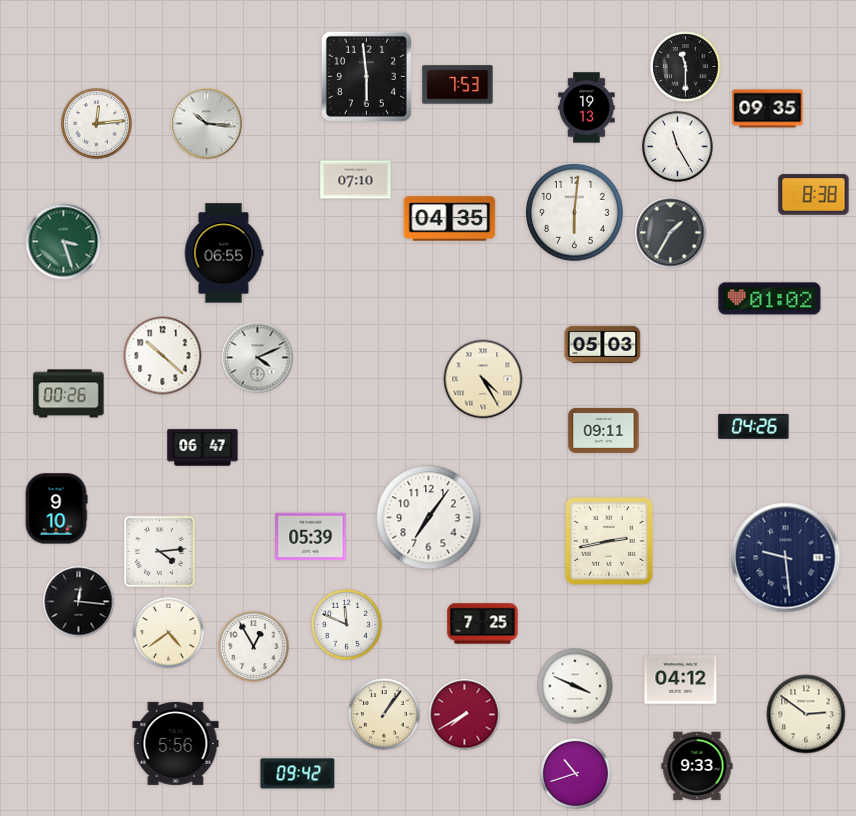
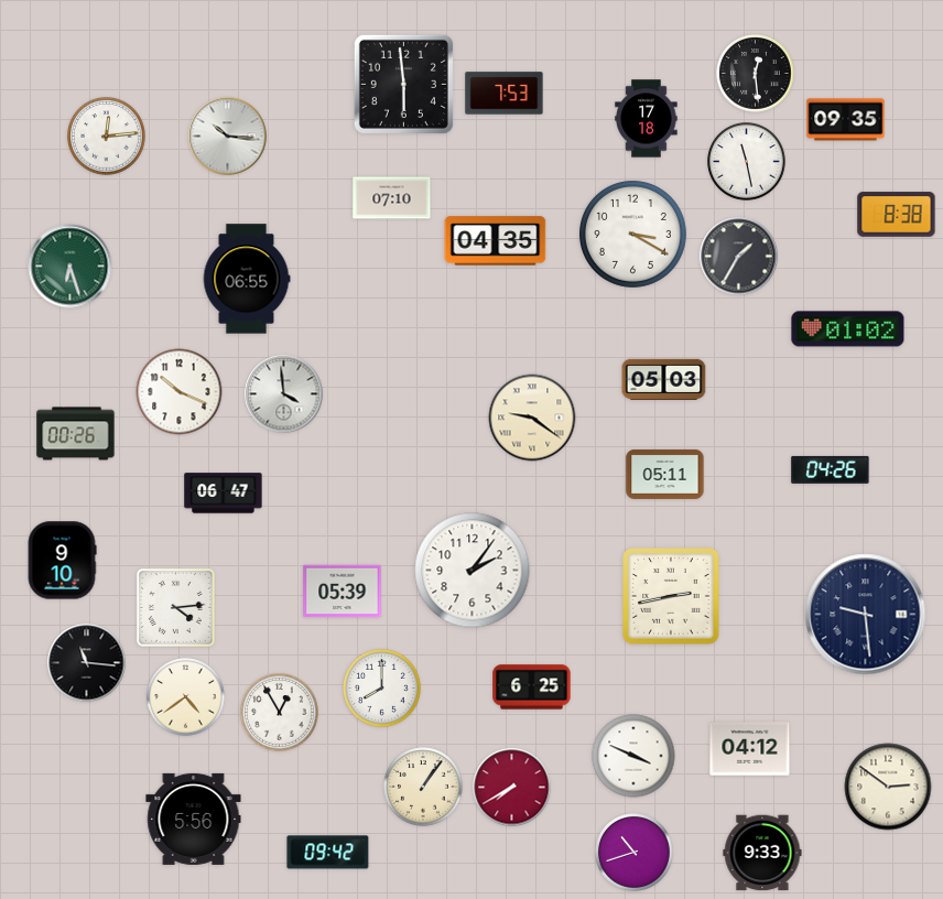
clock at (686, 67): 11:30 -> 12:29
clock at (587, 108): 19:13 -> 17:18
clock at (678, 147): 11:25 -> 11:28
clock at (574, 213): 6:01 -> 3:20
clock at (64, 242): 3:27 -> 6:27
clock at (163, 356): 10:22 -> 10:19
clock at (258, 358): 4:11 -> 3:59
clock at (483, 379): 4:25 -> 9:21
clock at (604, 430): 09:11 -> 05:11
clock at (429, 518): 7:06 -> 2:06
clock at (79, 602): 12:16 -> 11:16
clock at (483, 624): 7:25 -> 6:25
clock at (347, 625): 11:49 -> 8:00
clock at (697, 766) position: (697, 766) -> (762, 853)
